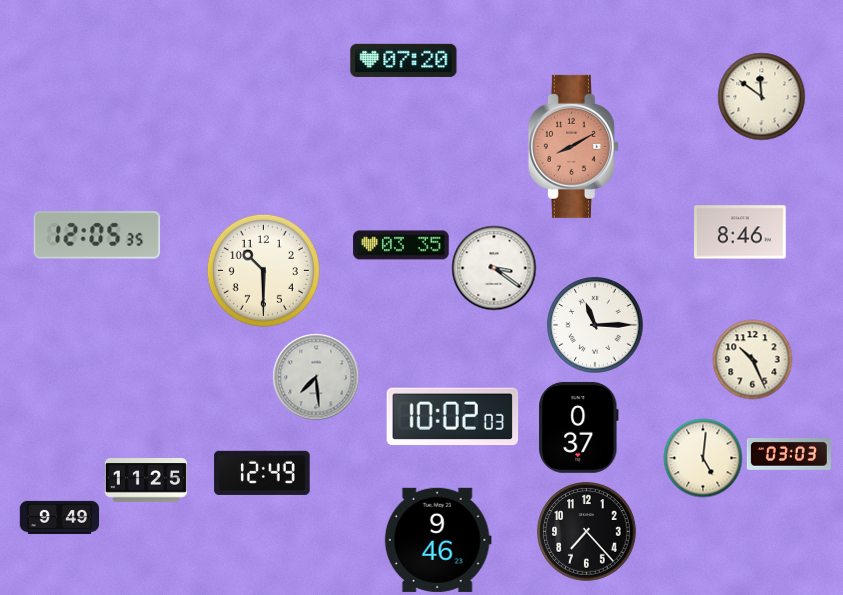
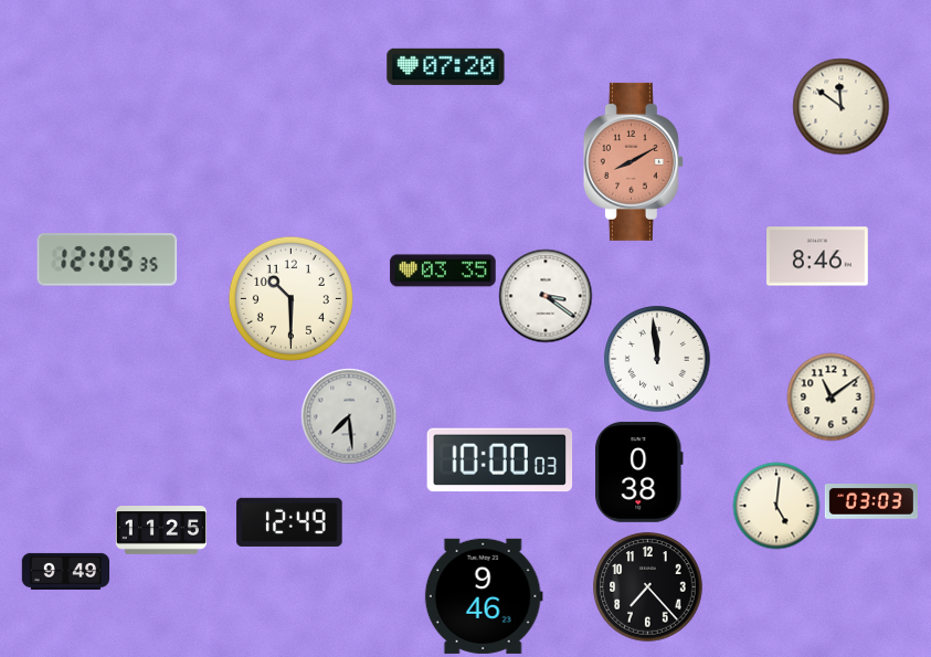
clock at (595, 325): 11:15 -> 11:59
clock at (752, 359): 10:26 -> 11:09
clock at (453, 417): 10:02 -> 10:00
clock at (579, 427): 0:37 -> 0:38
